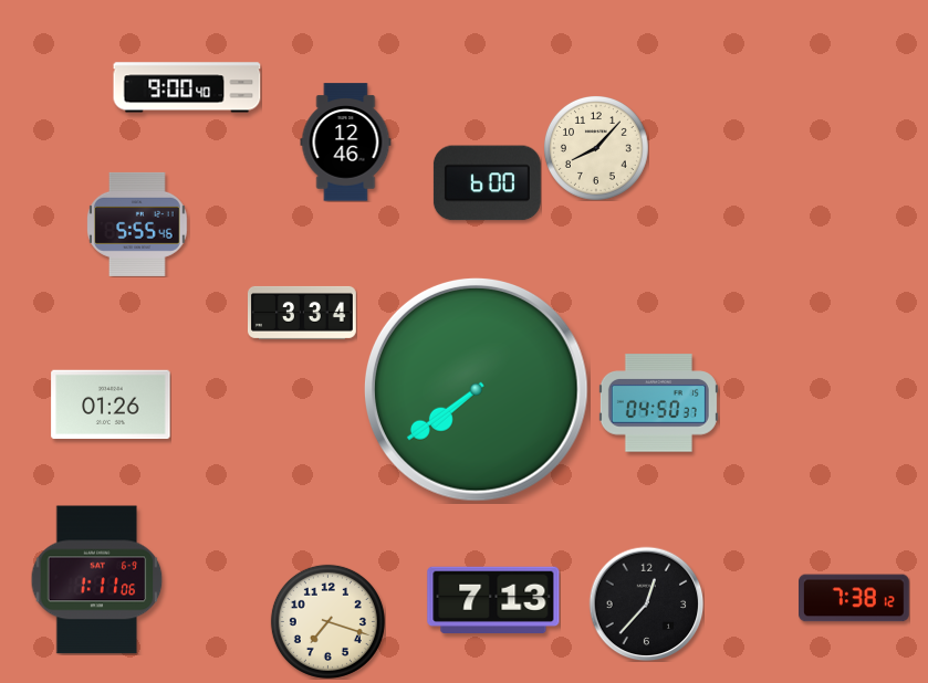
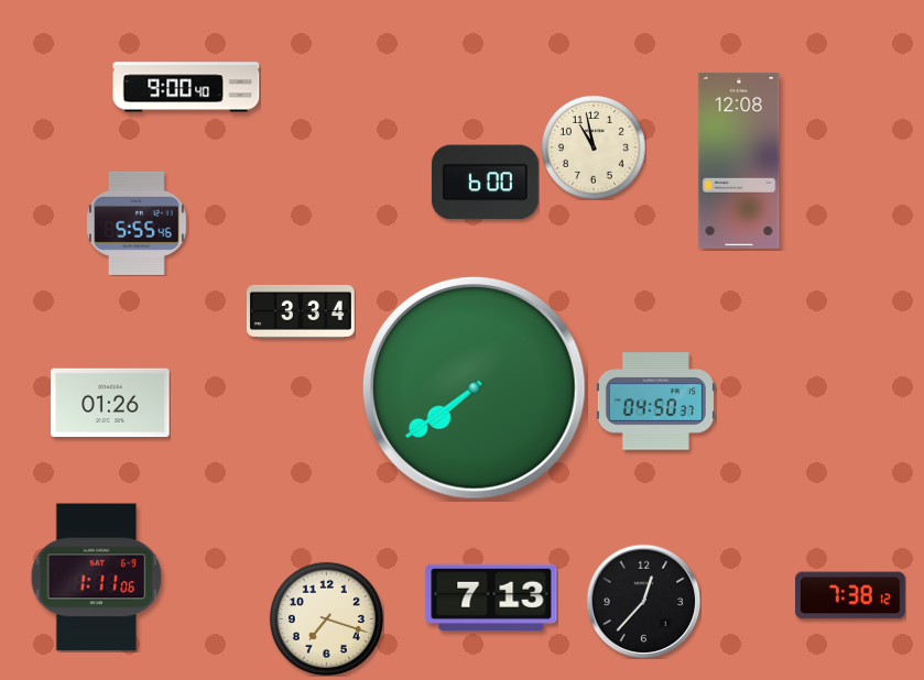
clock at (346, 143): 12:46 -> none
clock at (596, 148): 8:07 -> 10:58
clock at (739, 161): none -> 12:08
